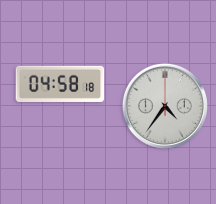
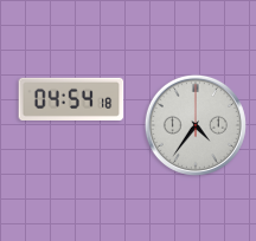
clock at (60, 84): 04:58 -> 04:54
